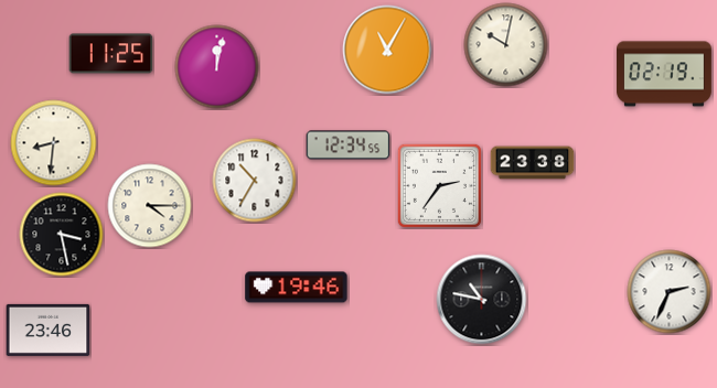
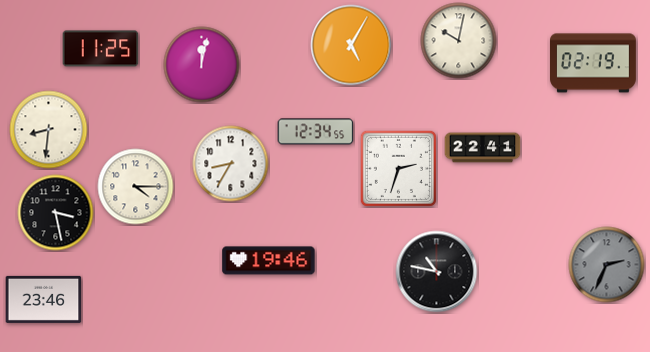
clock at (387, 50): 11:05 -> 5:05
clock at (217, 67) position: (217, 67) -> (202, 65)
clock at (665, 74) position: (665, 74) -> (594, 63)
clock at (533, 163): 23:38 -> 22:41
clock at (255, 181): 10:35 -> 8:35
clock at (439, 185): 2:36 -> 2:33
clock at (670, 292) dial: white -> grey
